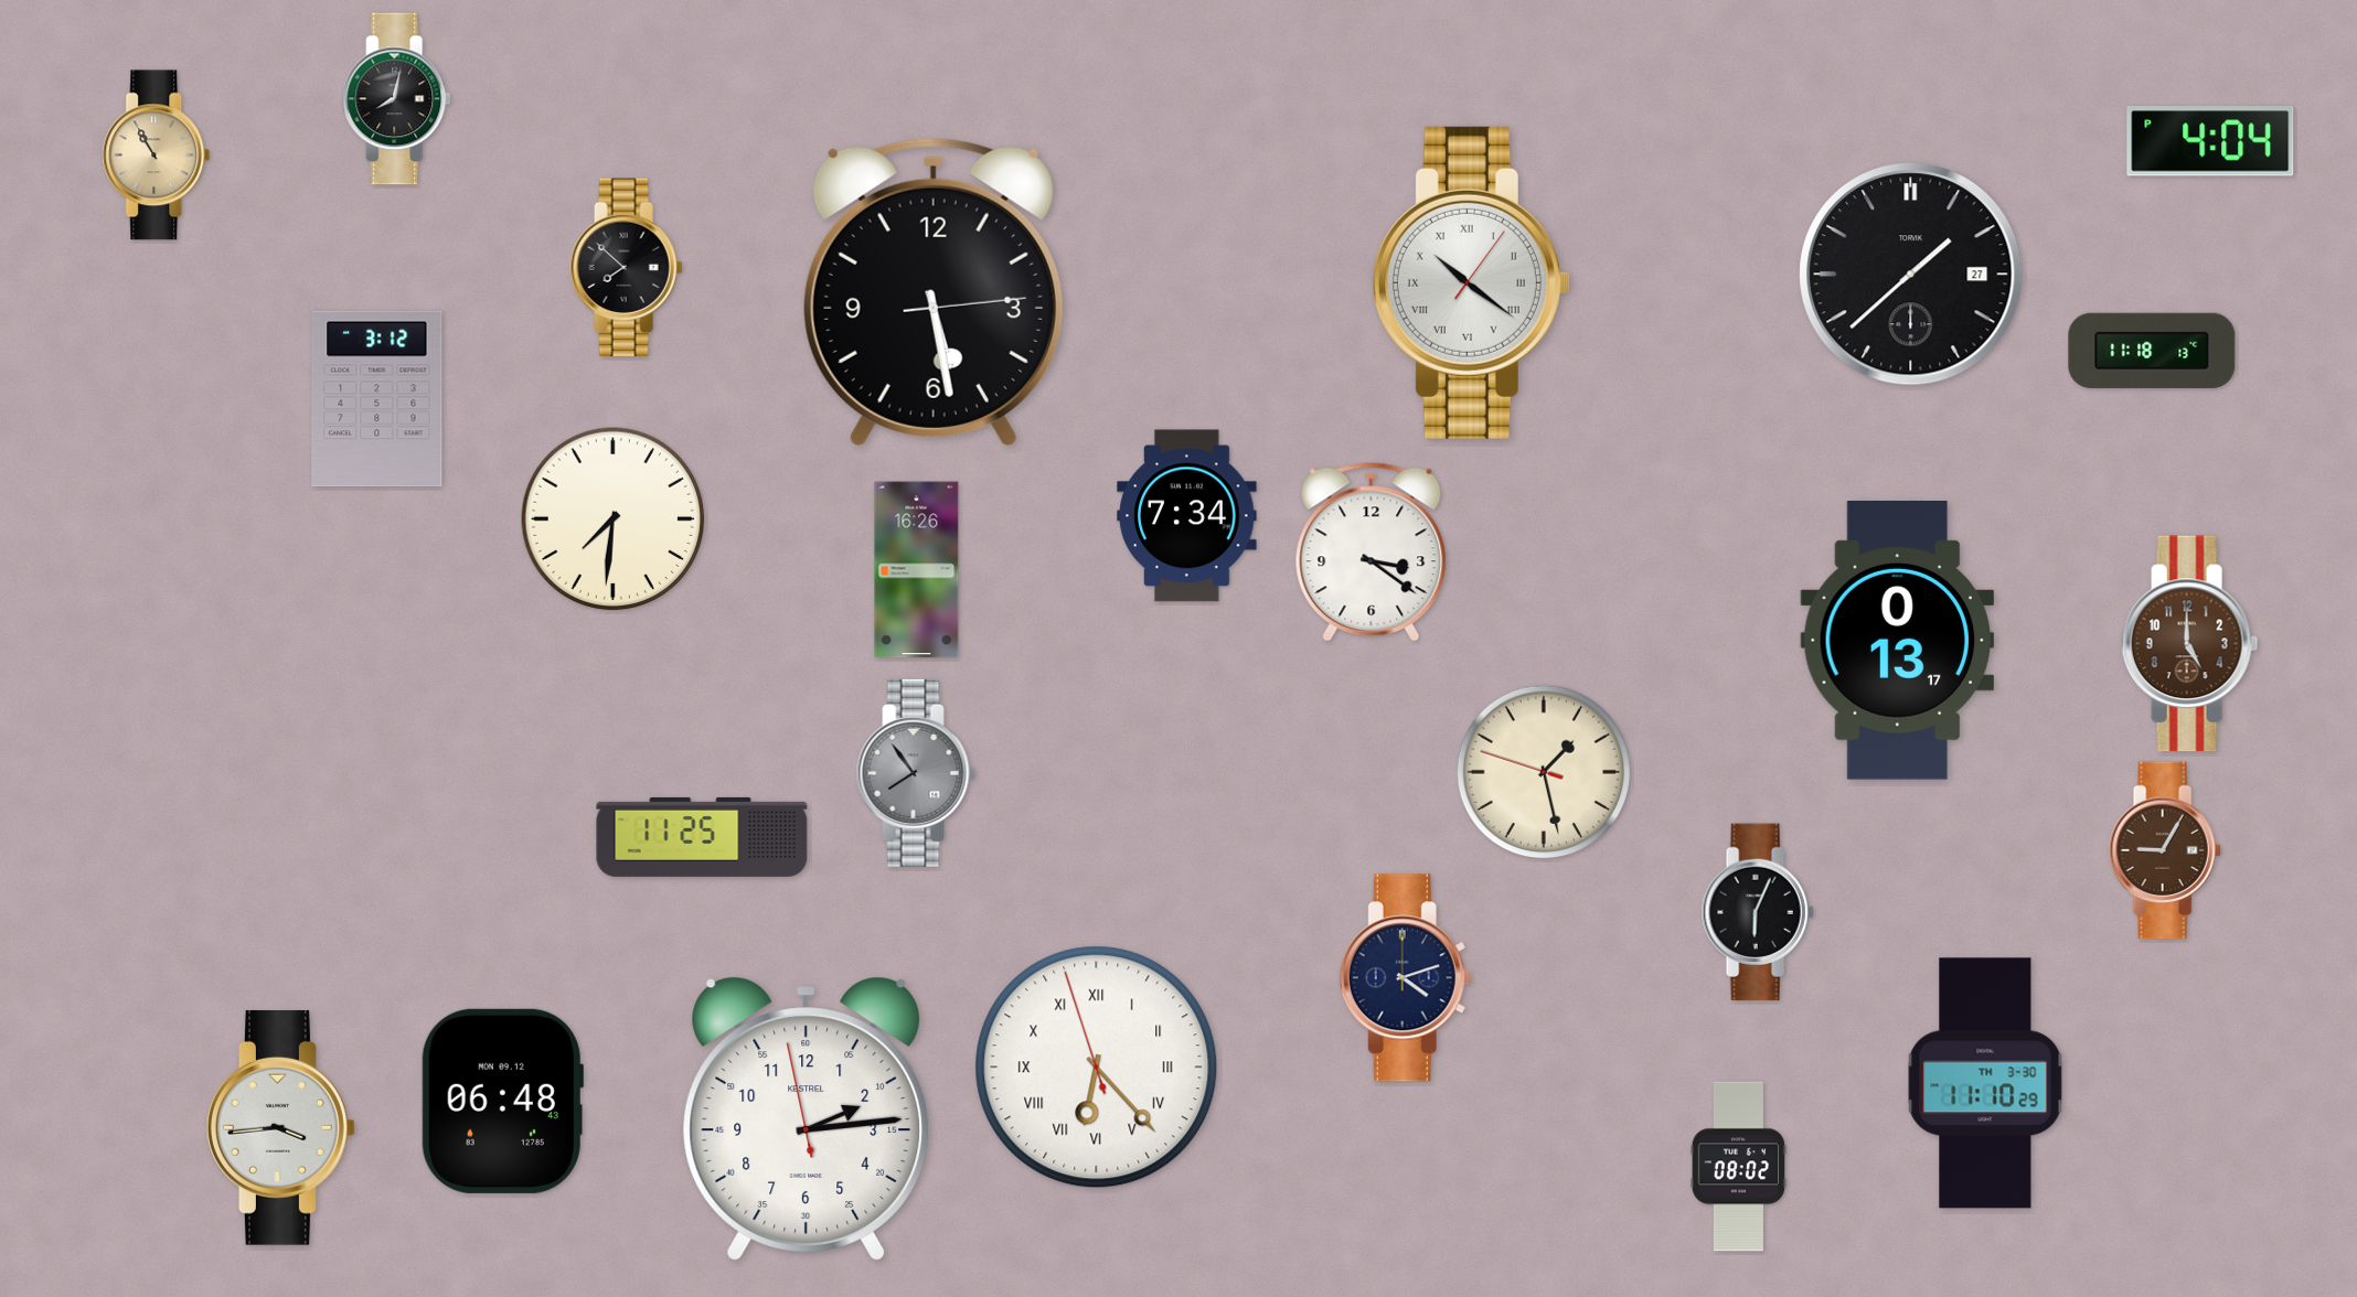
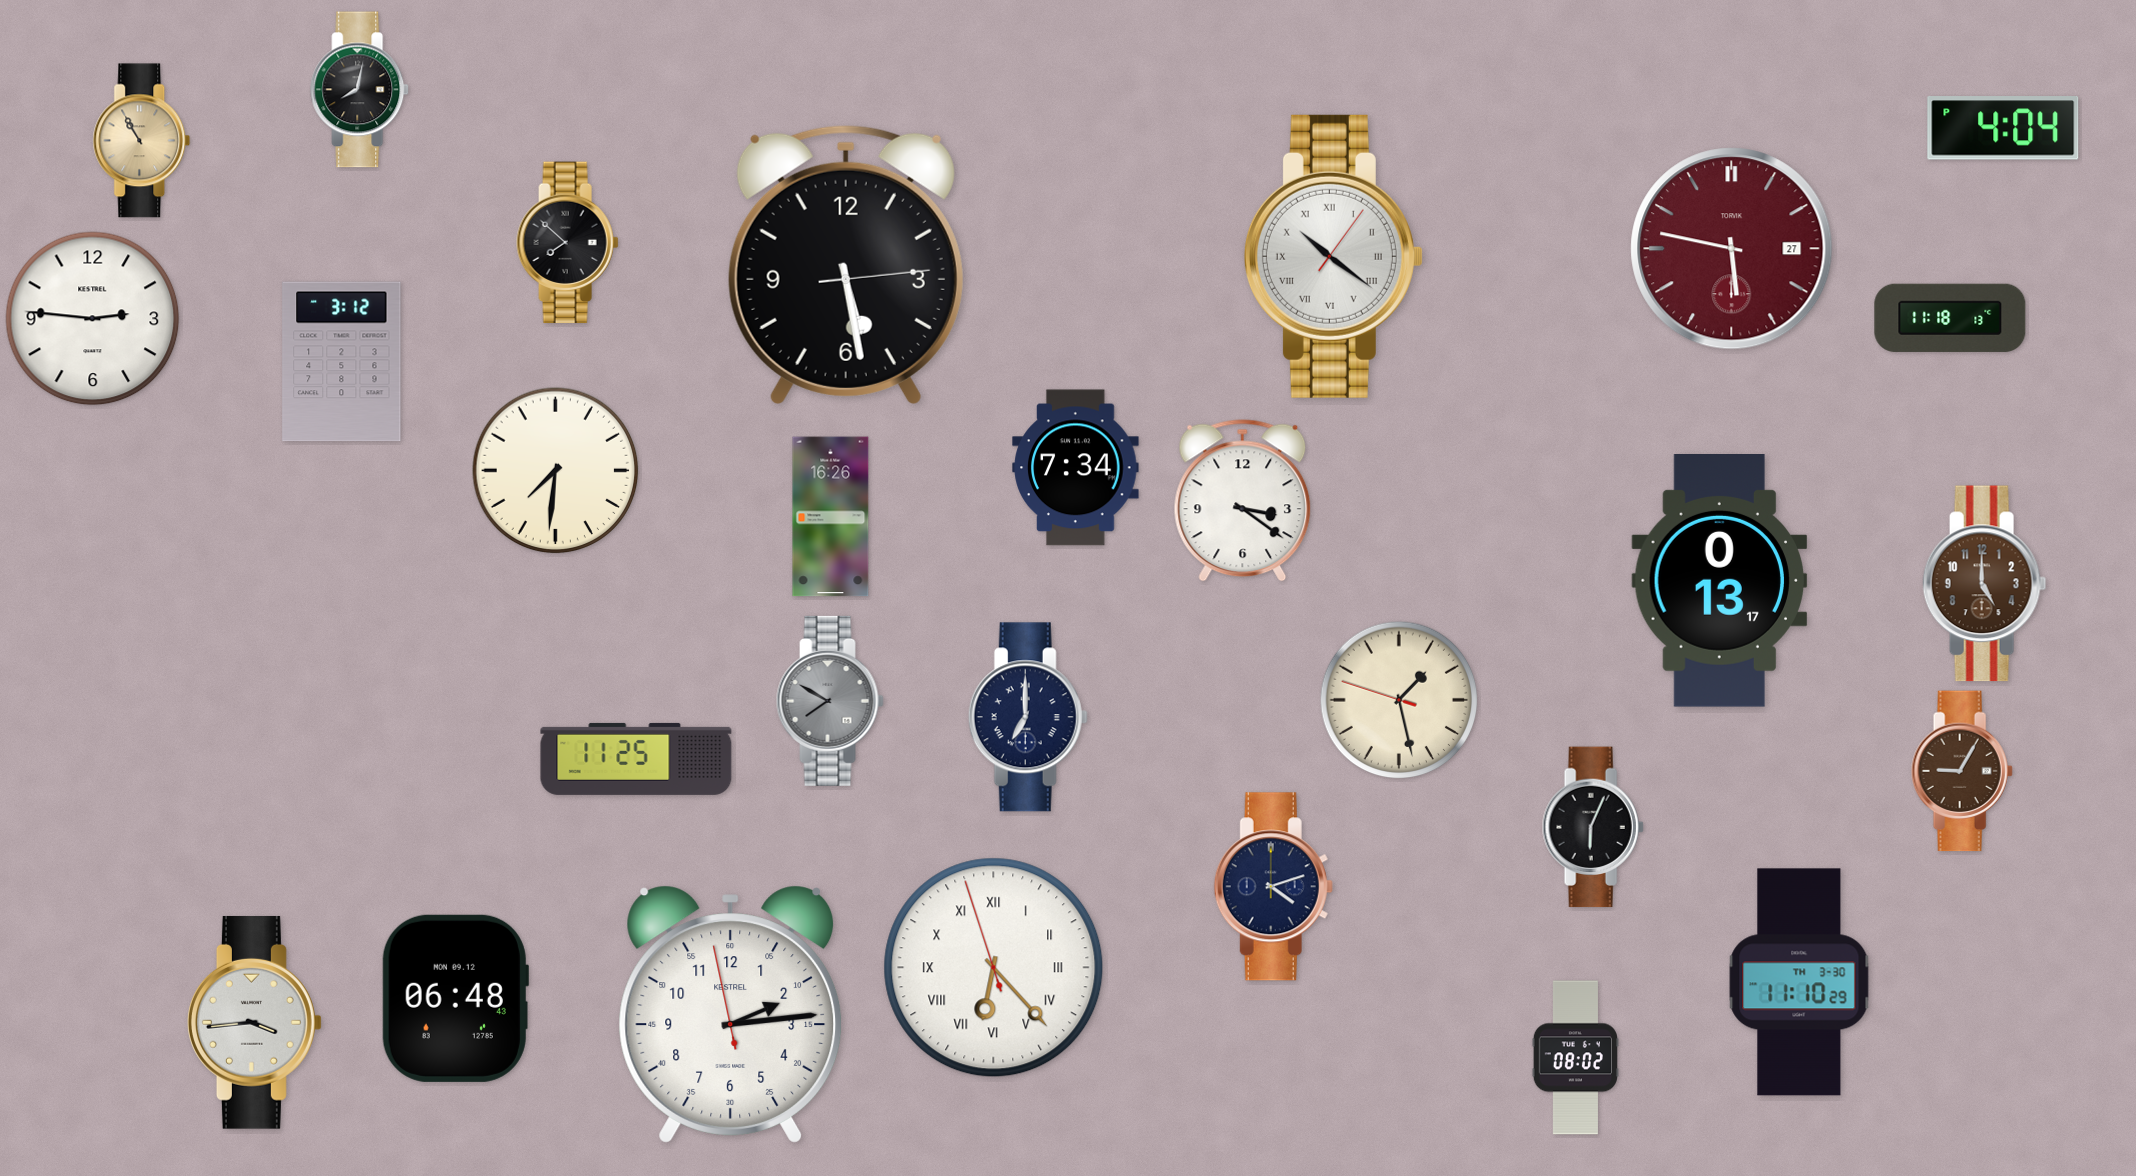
clock at (1911, 275): 1:38 -> 5:47
clock at (1911, 275) dial: black -> burgundy
clock at (93, 319): none -> 2:46
clock at (916, 773): 7:54 -> 7:50
clock at (1028, 717): none -> 7:00
